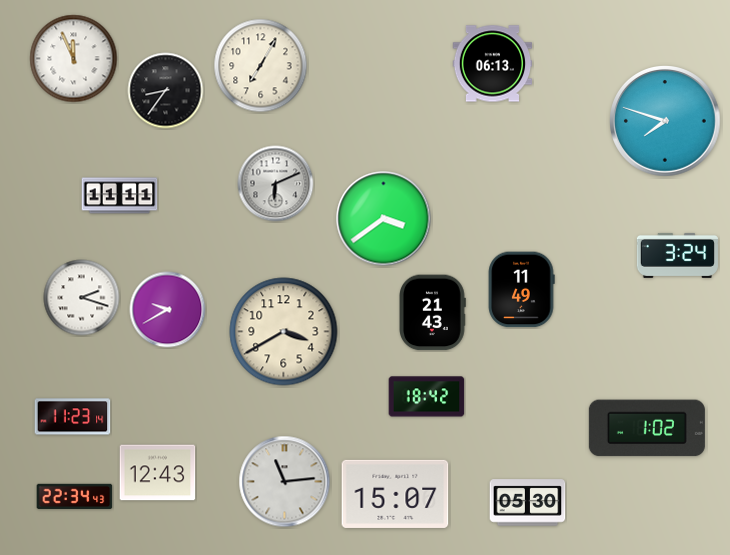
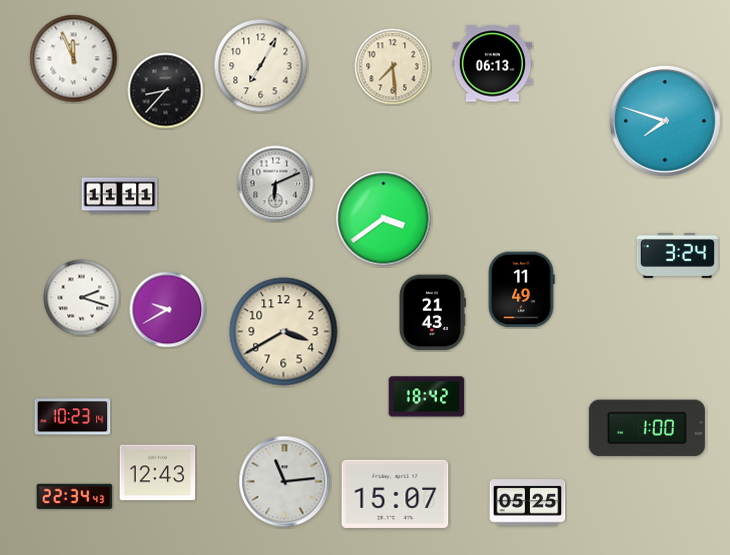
clock at (393, 67): none -> 7:29
clock at (166, 91): 8:36 -> 8:37
clock at (73, 417): 11:23 -> 10:23
clock at (647, 428): 1:02 -> 1:00
clock at (528, 503): 05:30 -> 05:25
